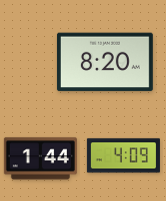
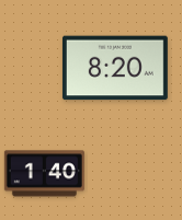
clock at (123, 156): 4:09 -> none
clock at (40, 159): 1:44 -> 1:40
